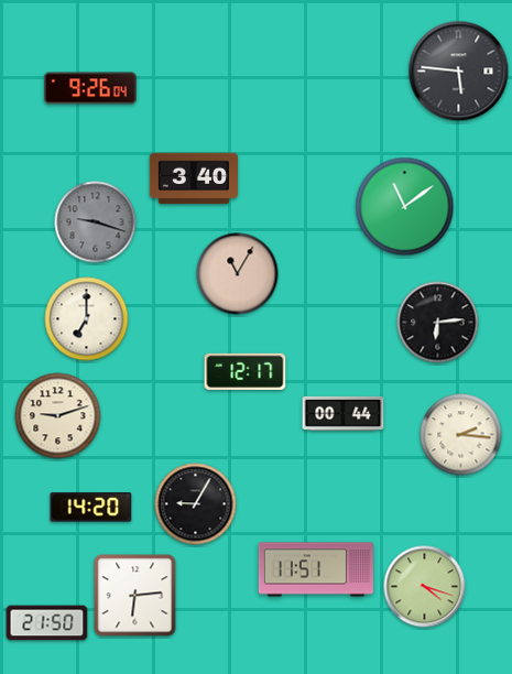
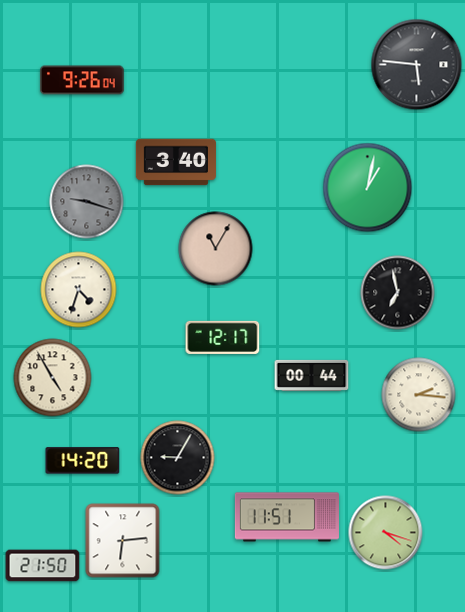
clock at (405, 207): 11:09 -> 1:02
clock at (87, 319): 7:00 -> 4:33
clock at (438, 323): 6:14 -> 6:58
clock at (58, 416): 9:12 -> 4:55
